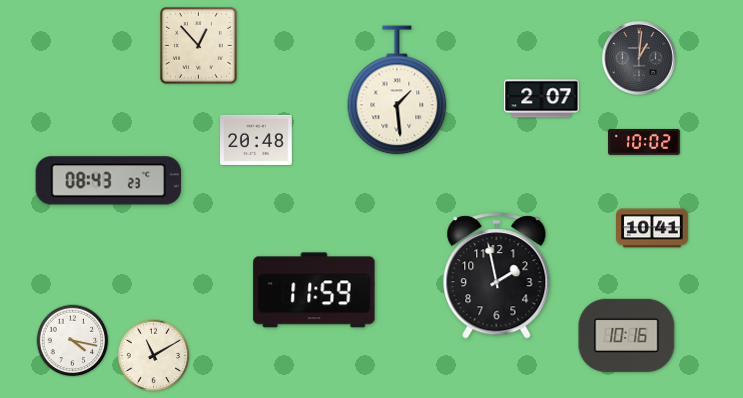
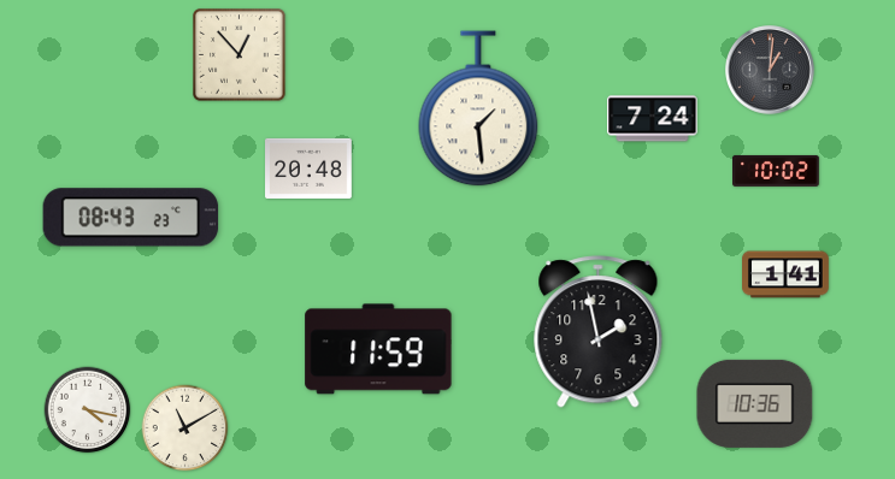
clock at (542, 99): 2:07 -> 7:24
clock at (653, 228): 10:41 -> 1:41
clock at (627, 335): 10:16 -> 10:36
